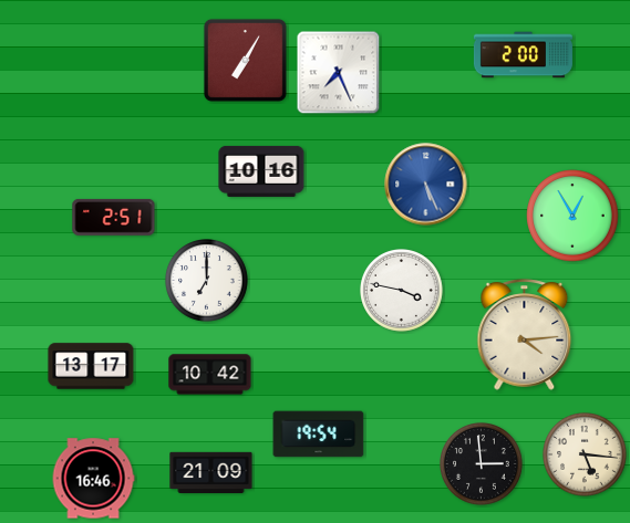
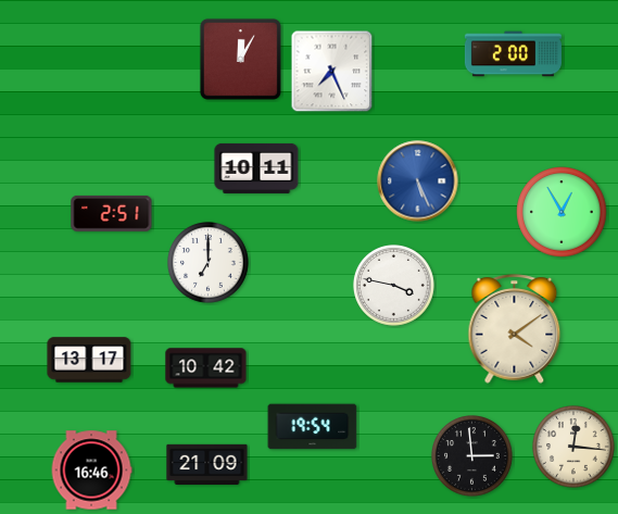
clock at (245, 60): 7:05 -> 12:05
clock at (261, 171): 10:16 -> 10:11
clock at (207, 281) position: (207, 281) -> (209, 263)
clock at (525, 335): 4:14 -> 4:09
clock at (585, 454): 5:16 -> 12:16
